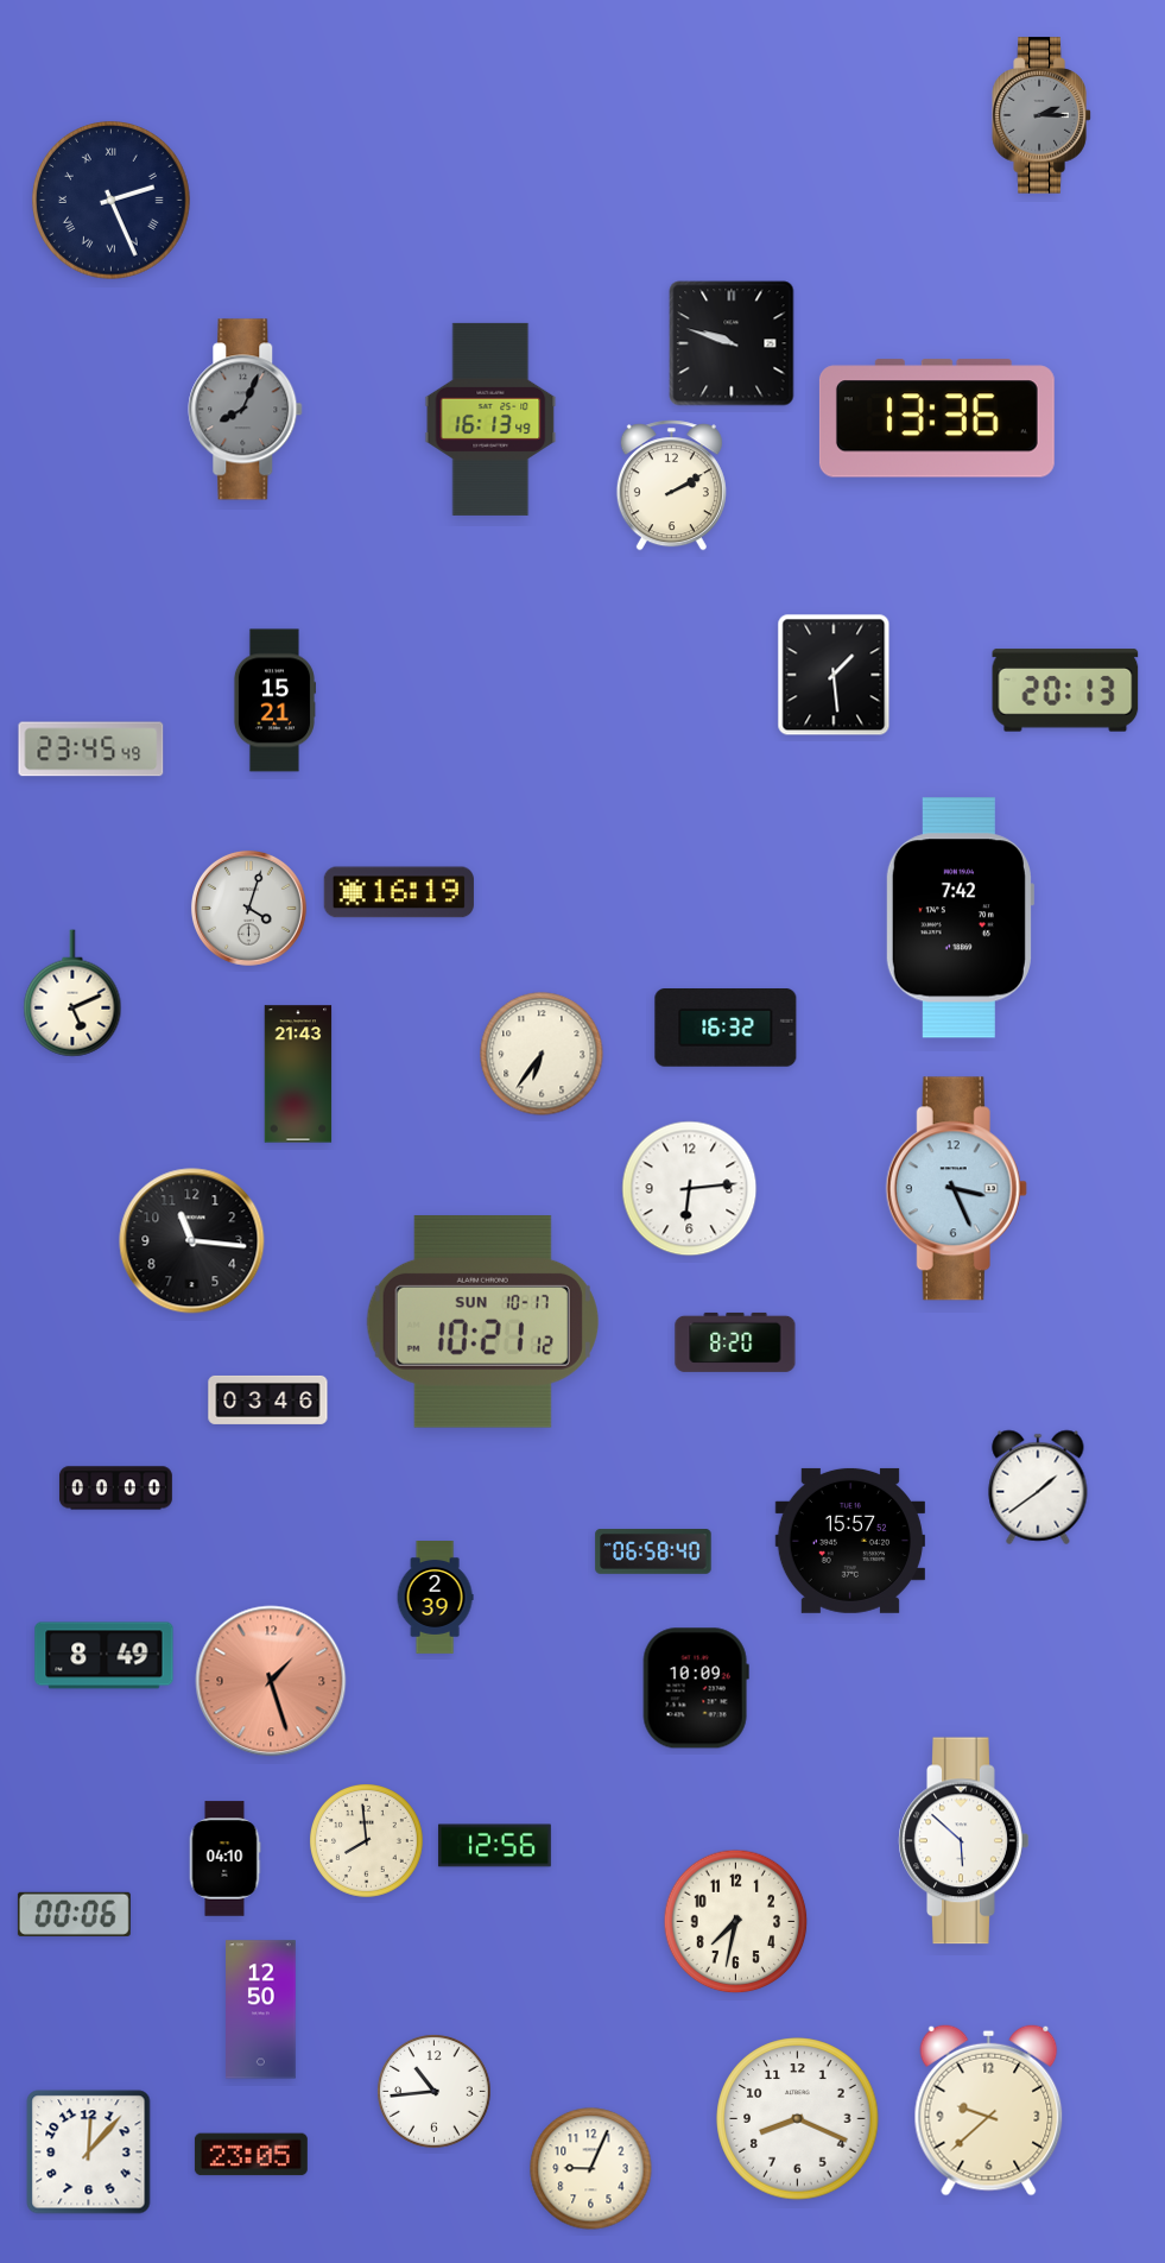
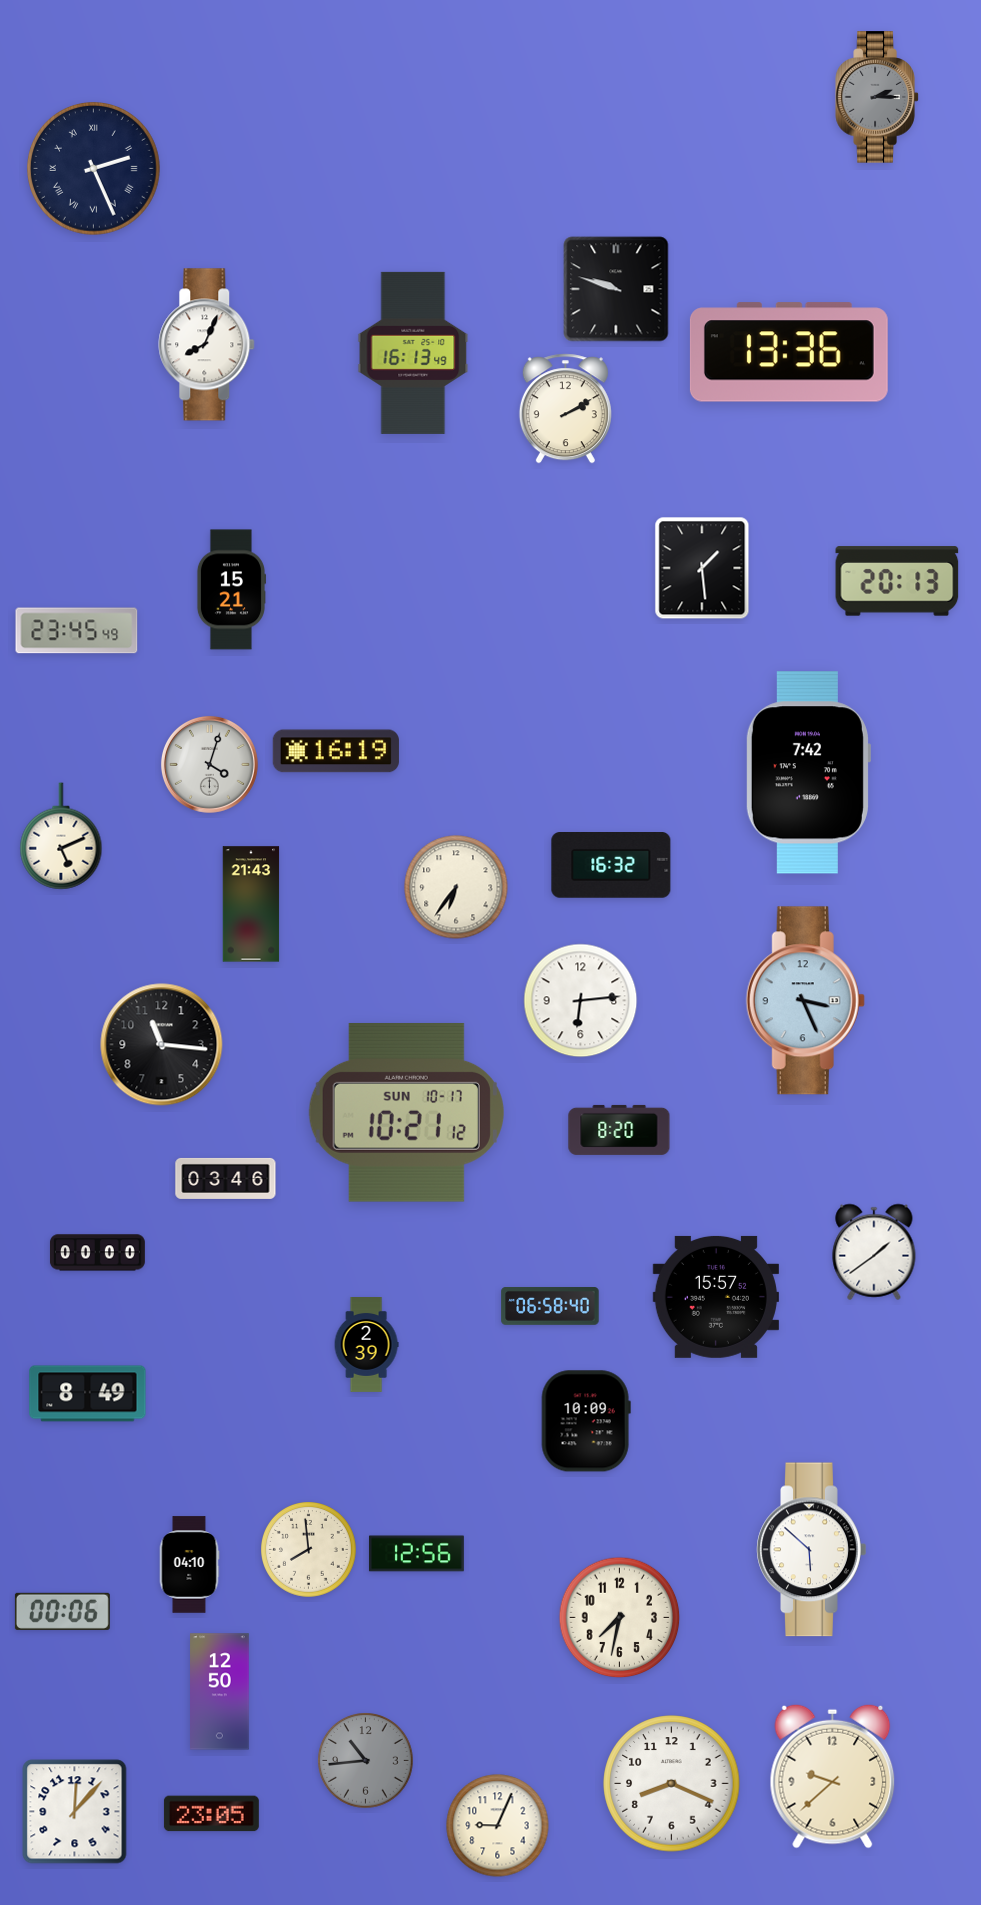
clock at (246, 410) dial: grey -> white
clock at (271, 1681): 1:27 -> none
clock at (435, 2092) dial: white -> grey
